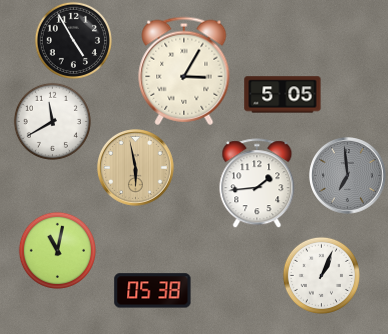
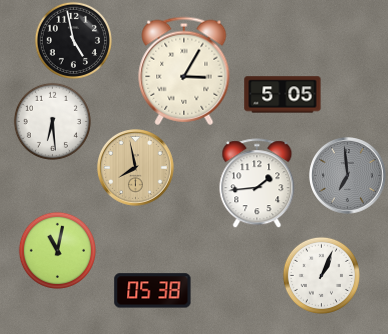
clock at (73, 40): 4:55 -> 4:58
clock at (52, 121): 11:40 -> 6:29
clock at (136, 168): 5:58 -> 7:58
